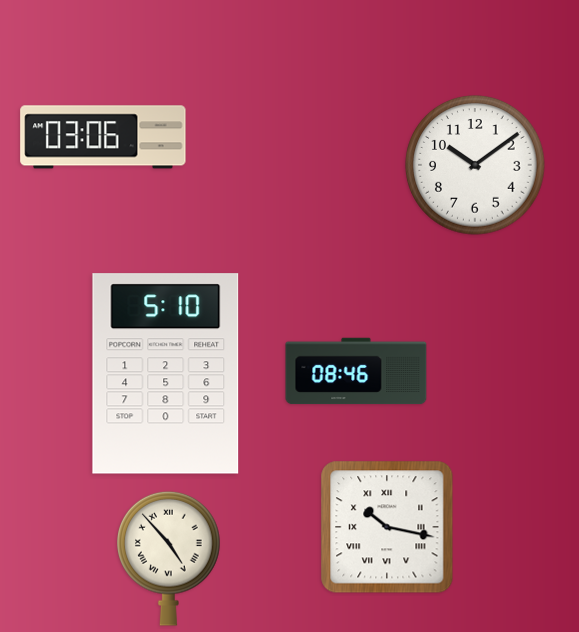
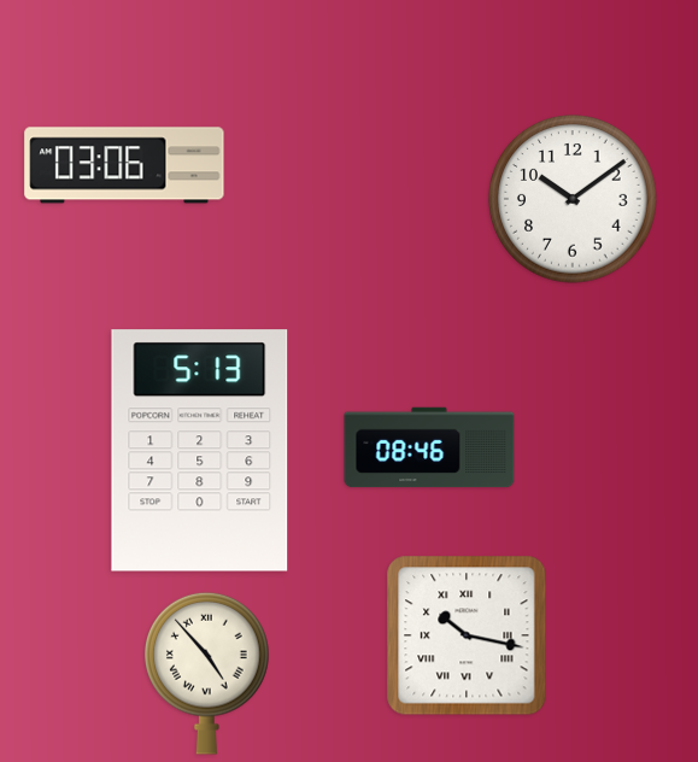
clock at (166, 374): 5:10 -> 5:13
clock at (169, 558) position: (169, 558) -> (207, 673)
